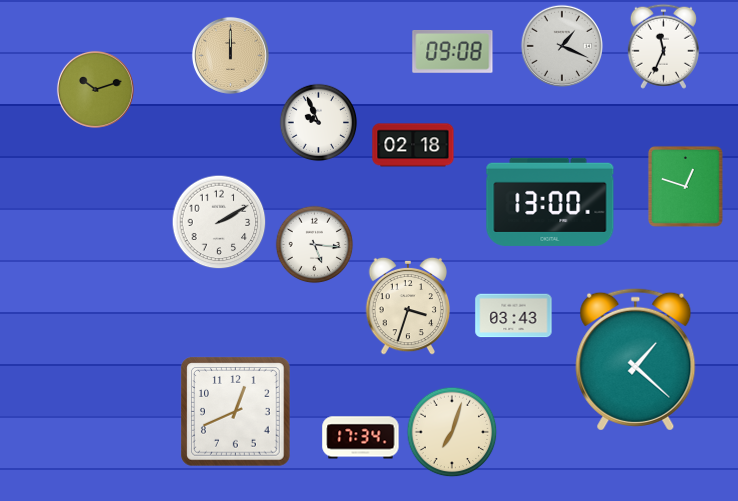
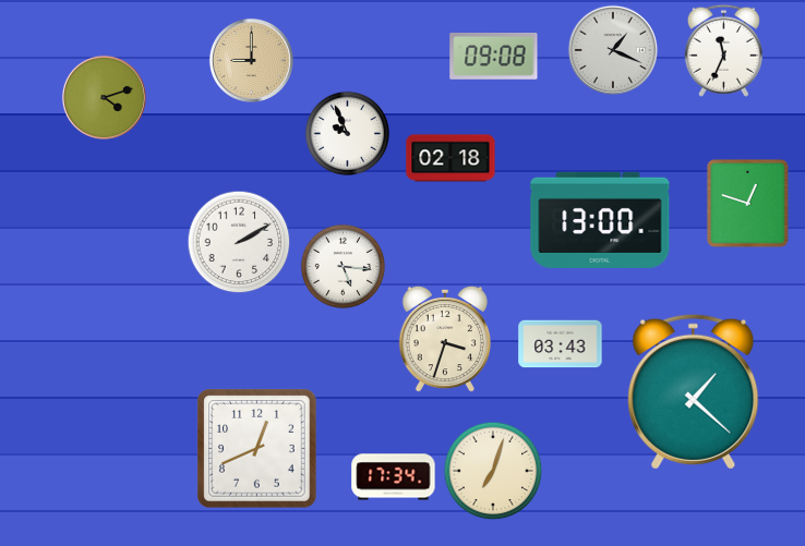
clock at (230, 55): 12:00 -> 9:00
clock at (95, 89): 10:12 -> 4:12
clock at (408, 306) position: (408, 306) -> (445, 339)
